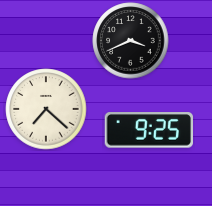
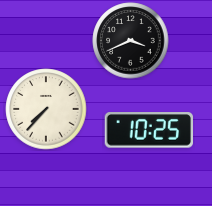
clock at (46, 109): 7:22 -> 7:37
clock at (148, 130): 9:25 -> 10:25
